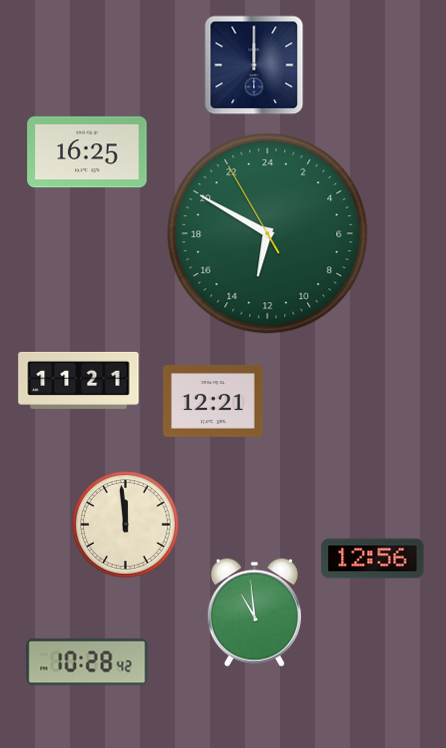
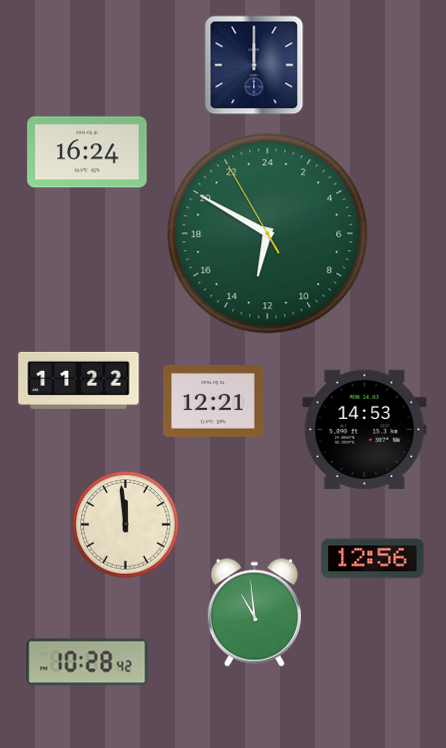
clock at (87, 152): 16:25 -> 16:24
clock at (79, 380): 11:21 -> 11:22
clock at (365, 429): none -> 14:53
